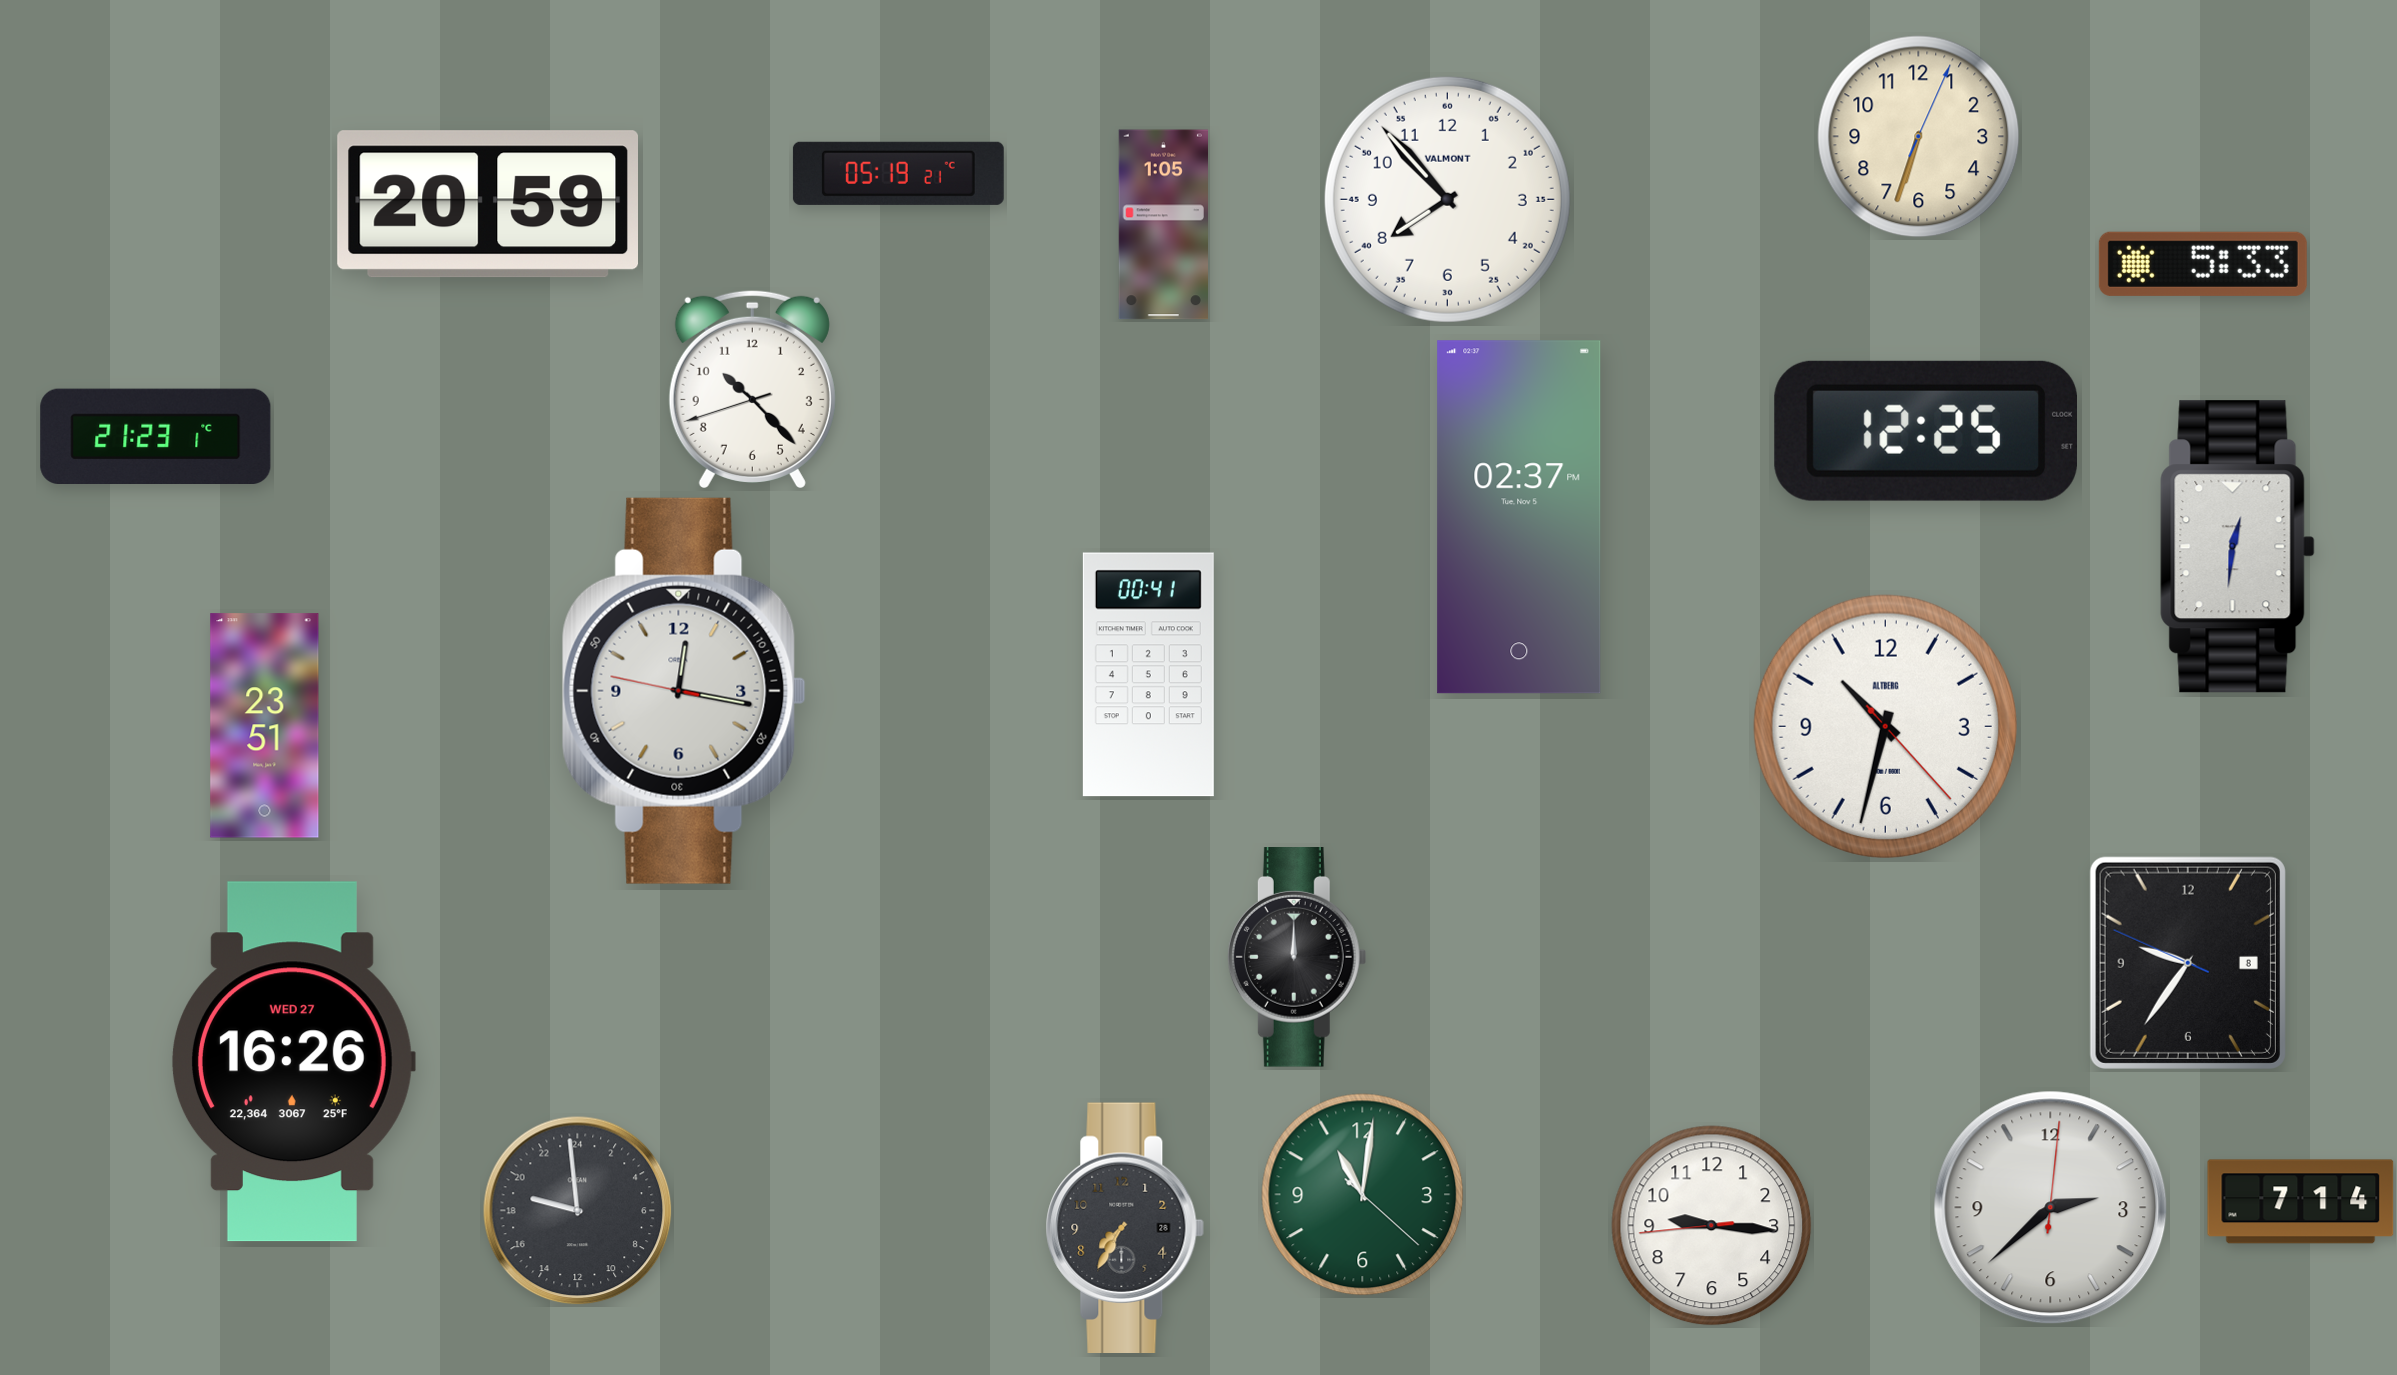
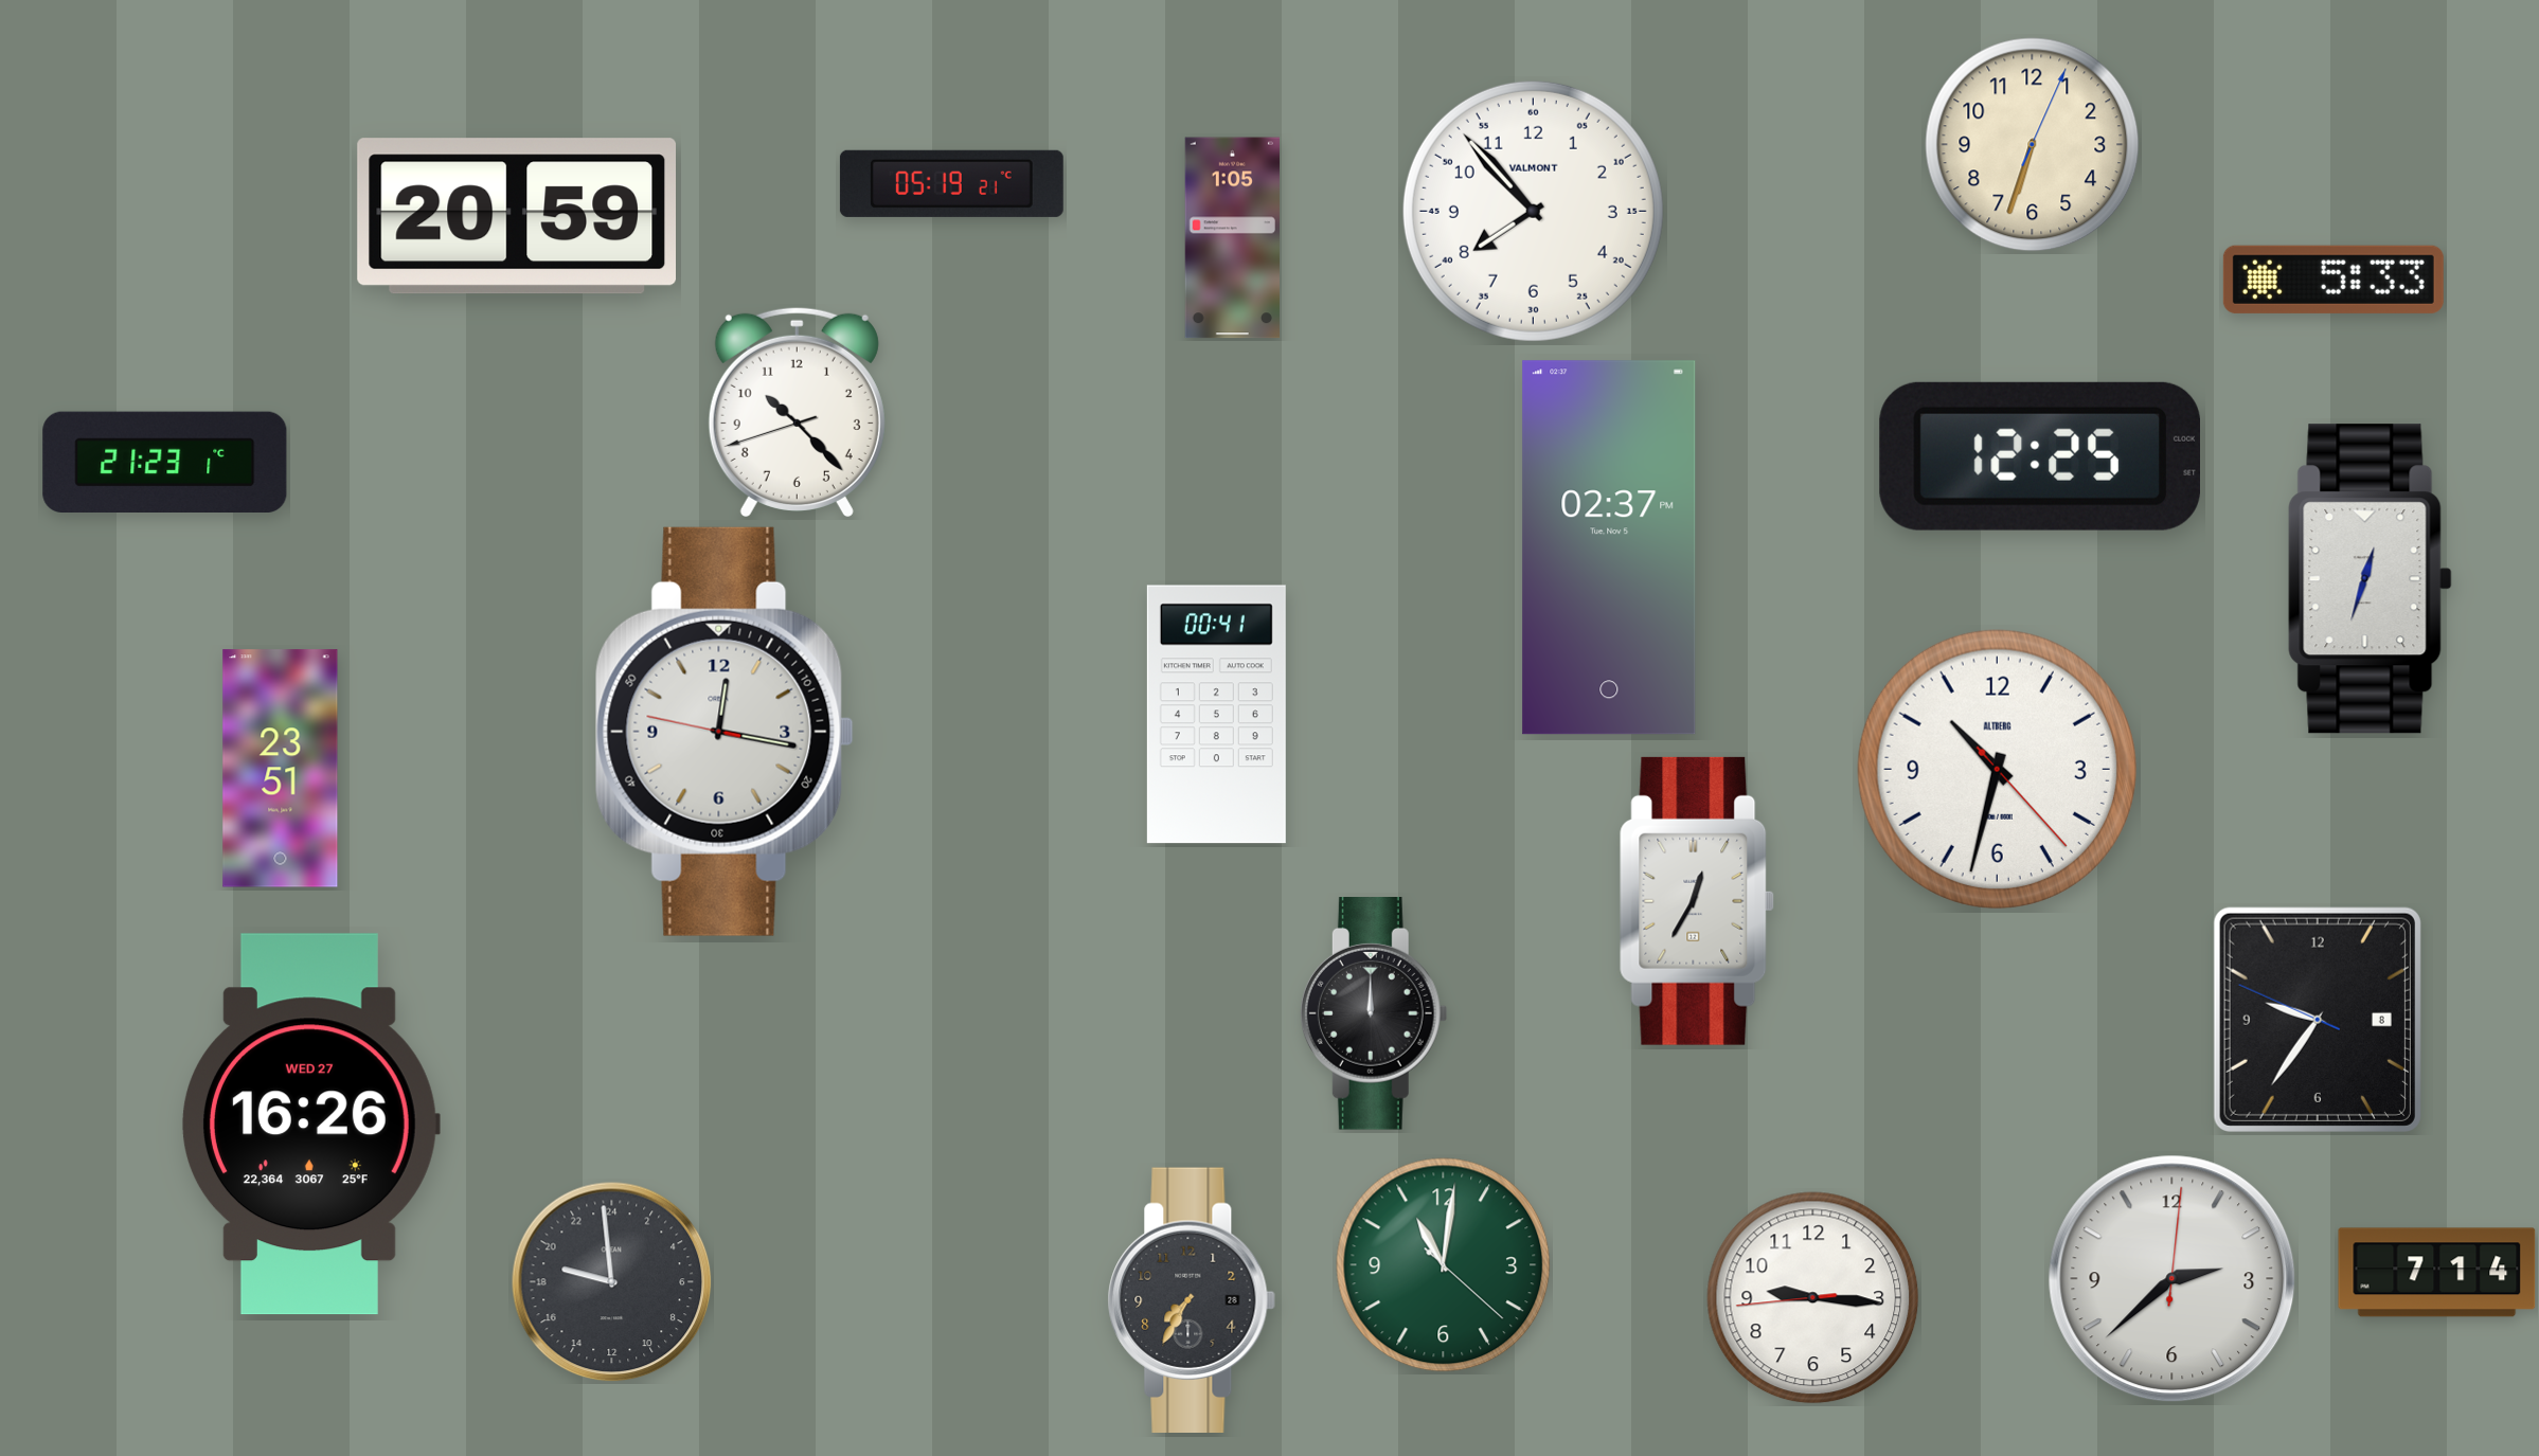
clock at (2238, 547): 12:31 -> 12:33
clock at (1697, 901): none -> 12:35
